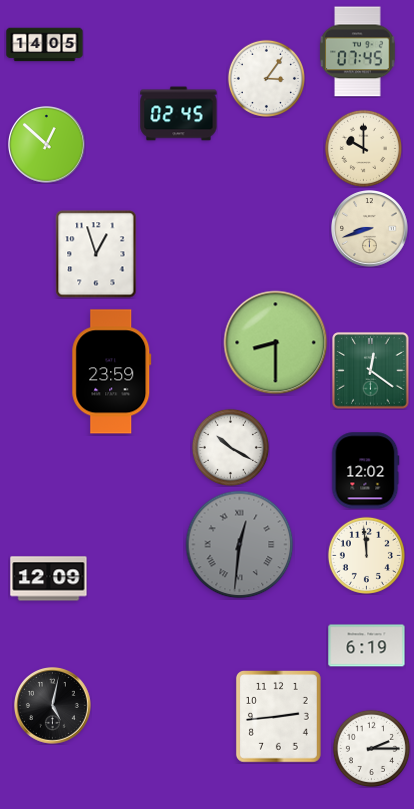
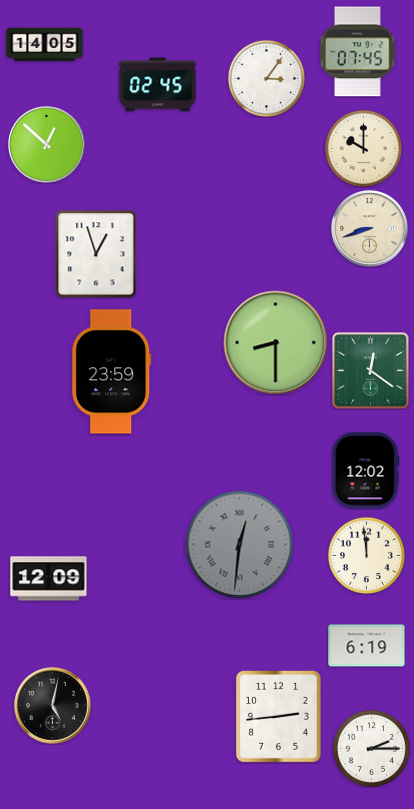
clock at (179, 114) position: (179, 114) -> (158, 85)
clock at (230, 447): 10:20 -> none
